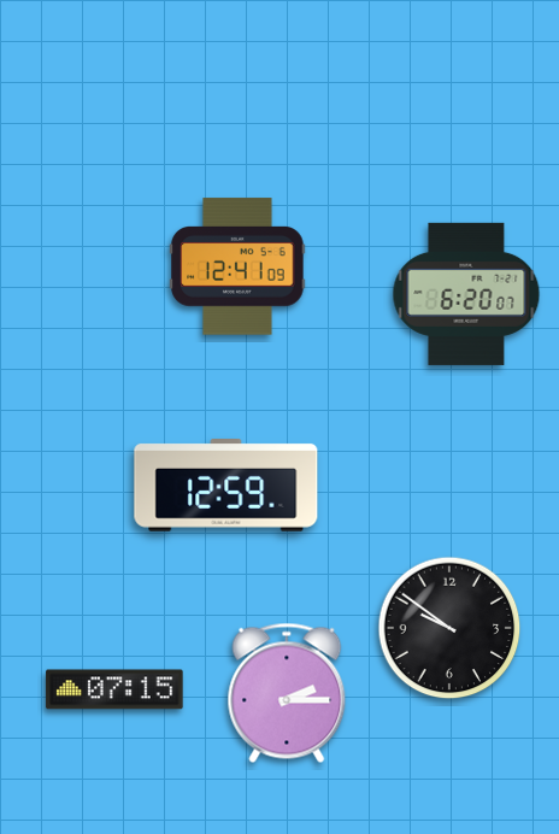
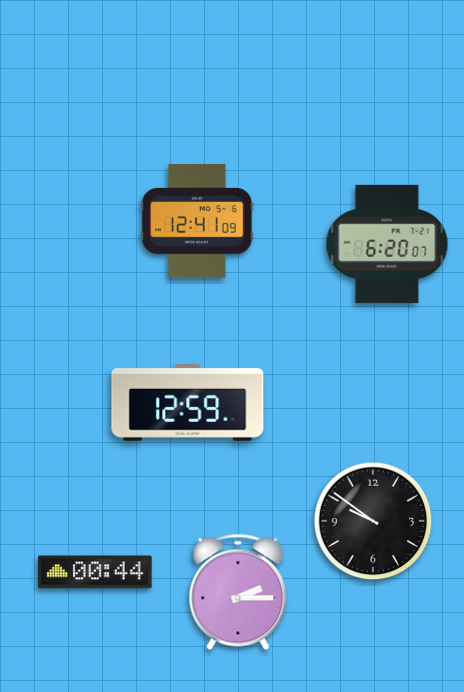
clock at (114, 689): 07:15 -> 00:44
clock at (287, 693) position: (287, 693) -> (238, 592)
